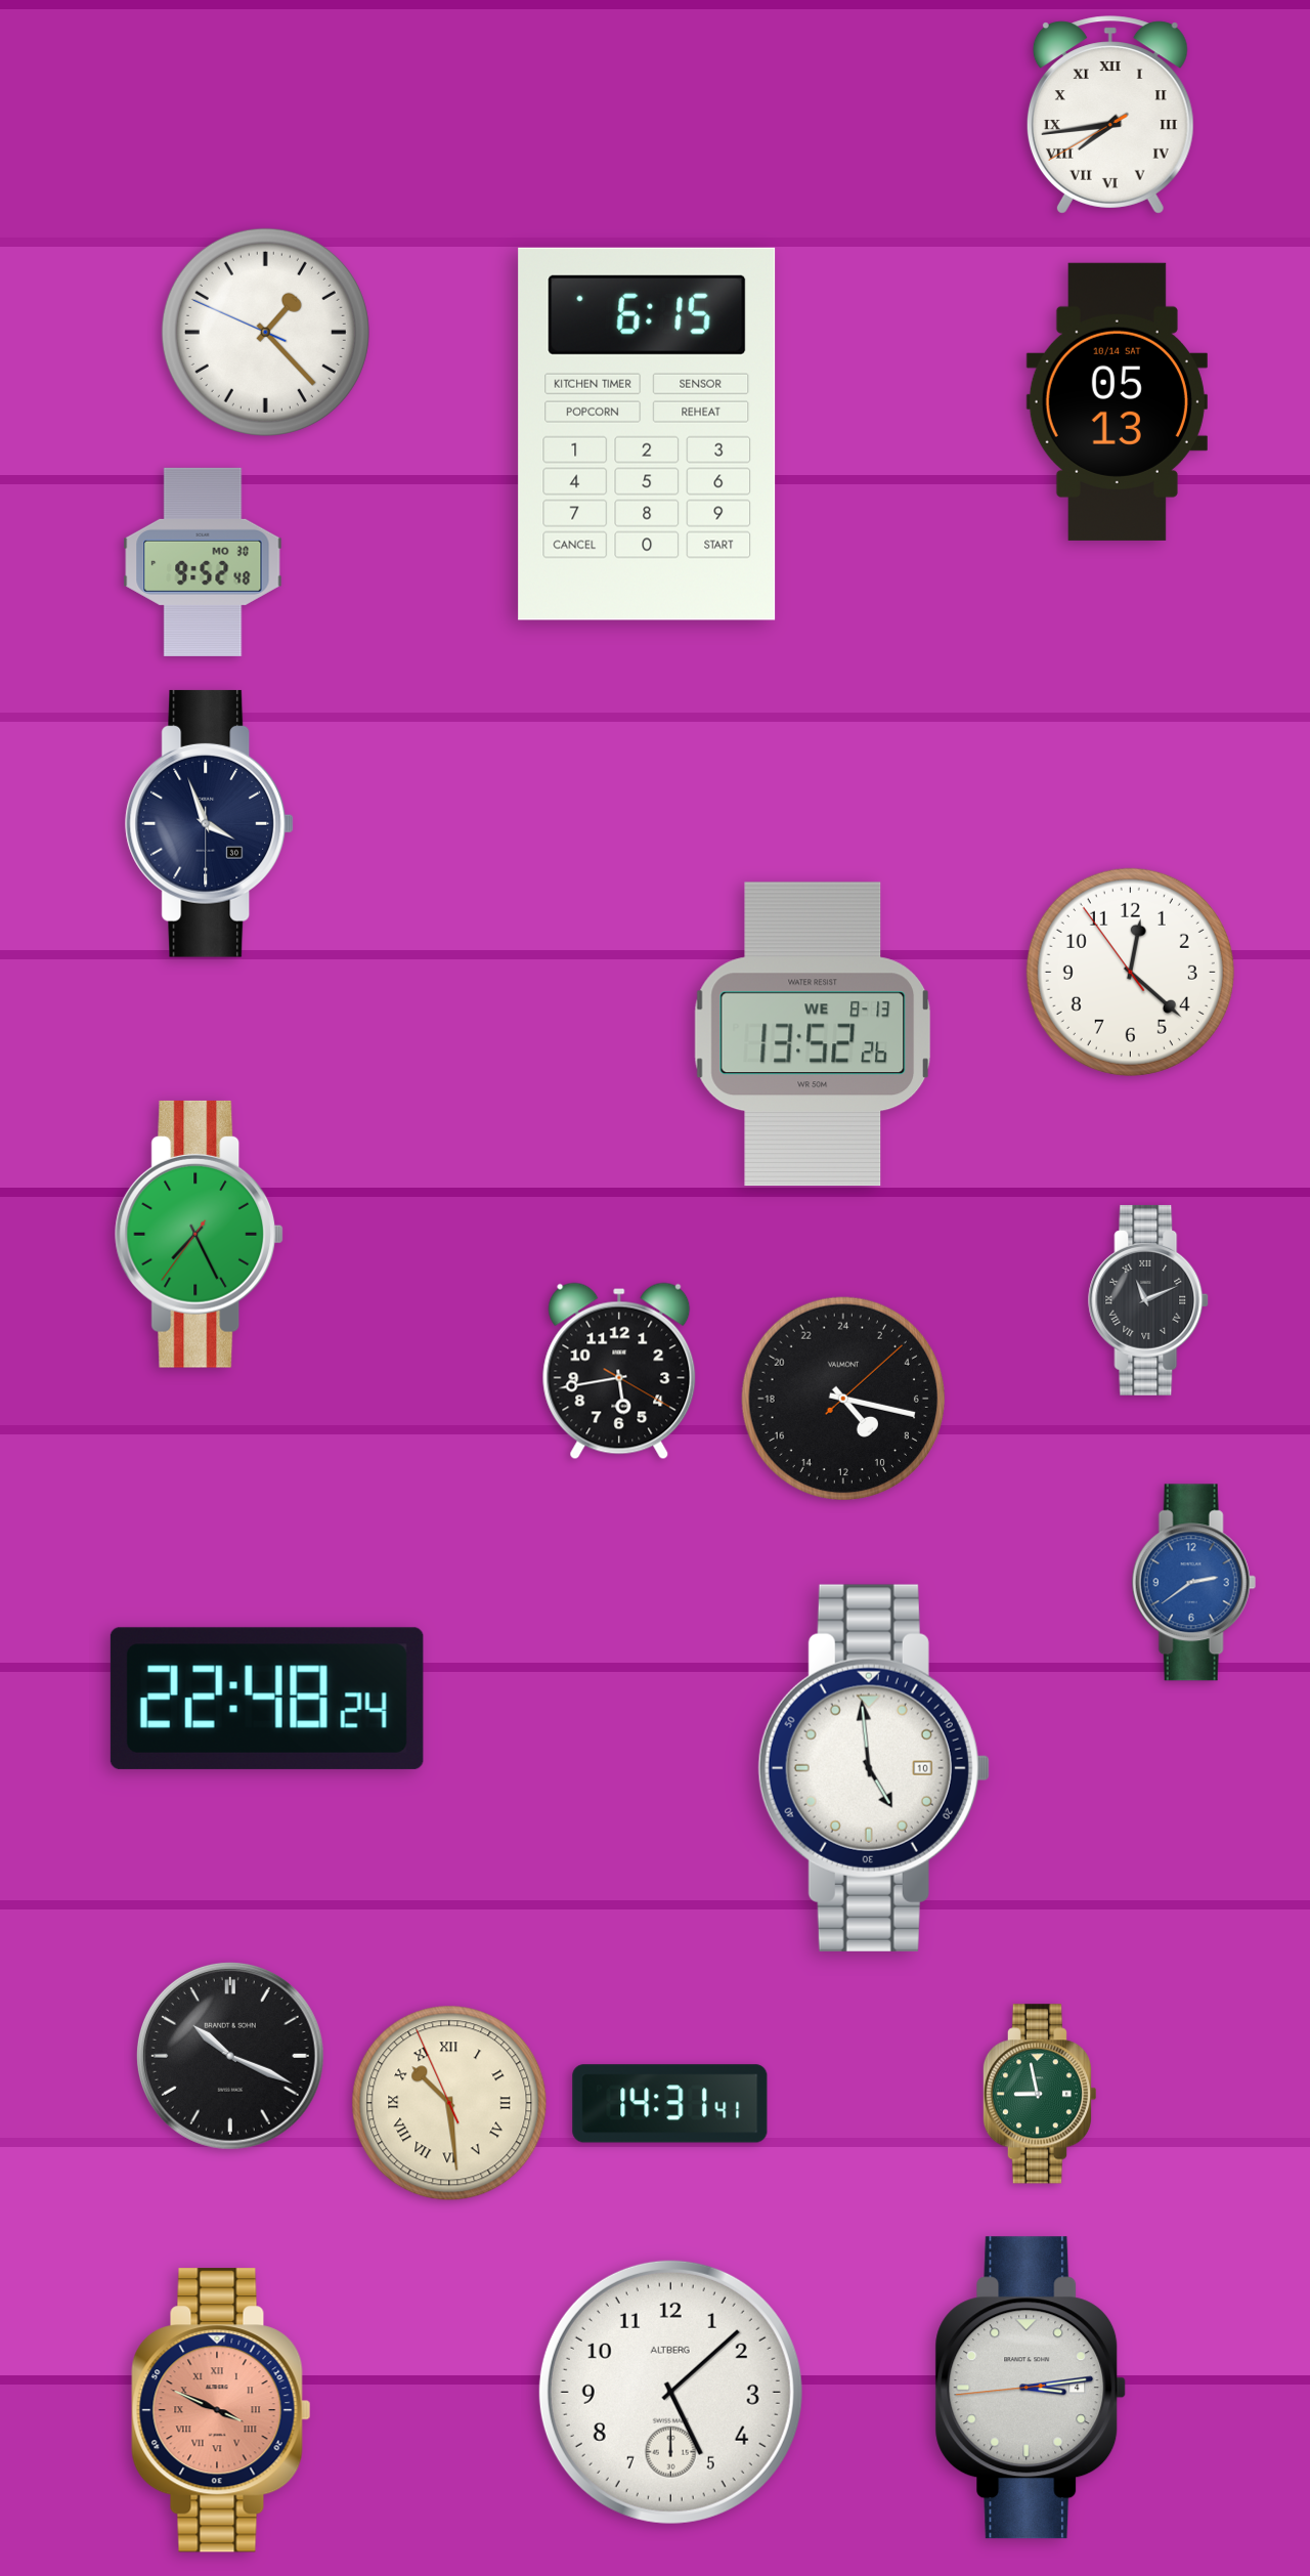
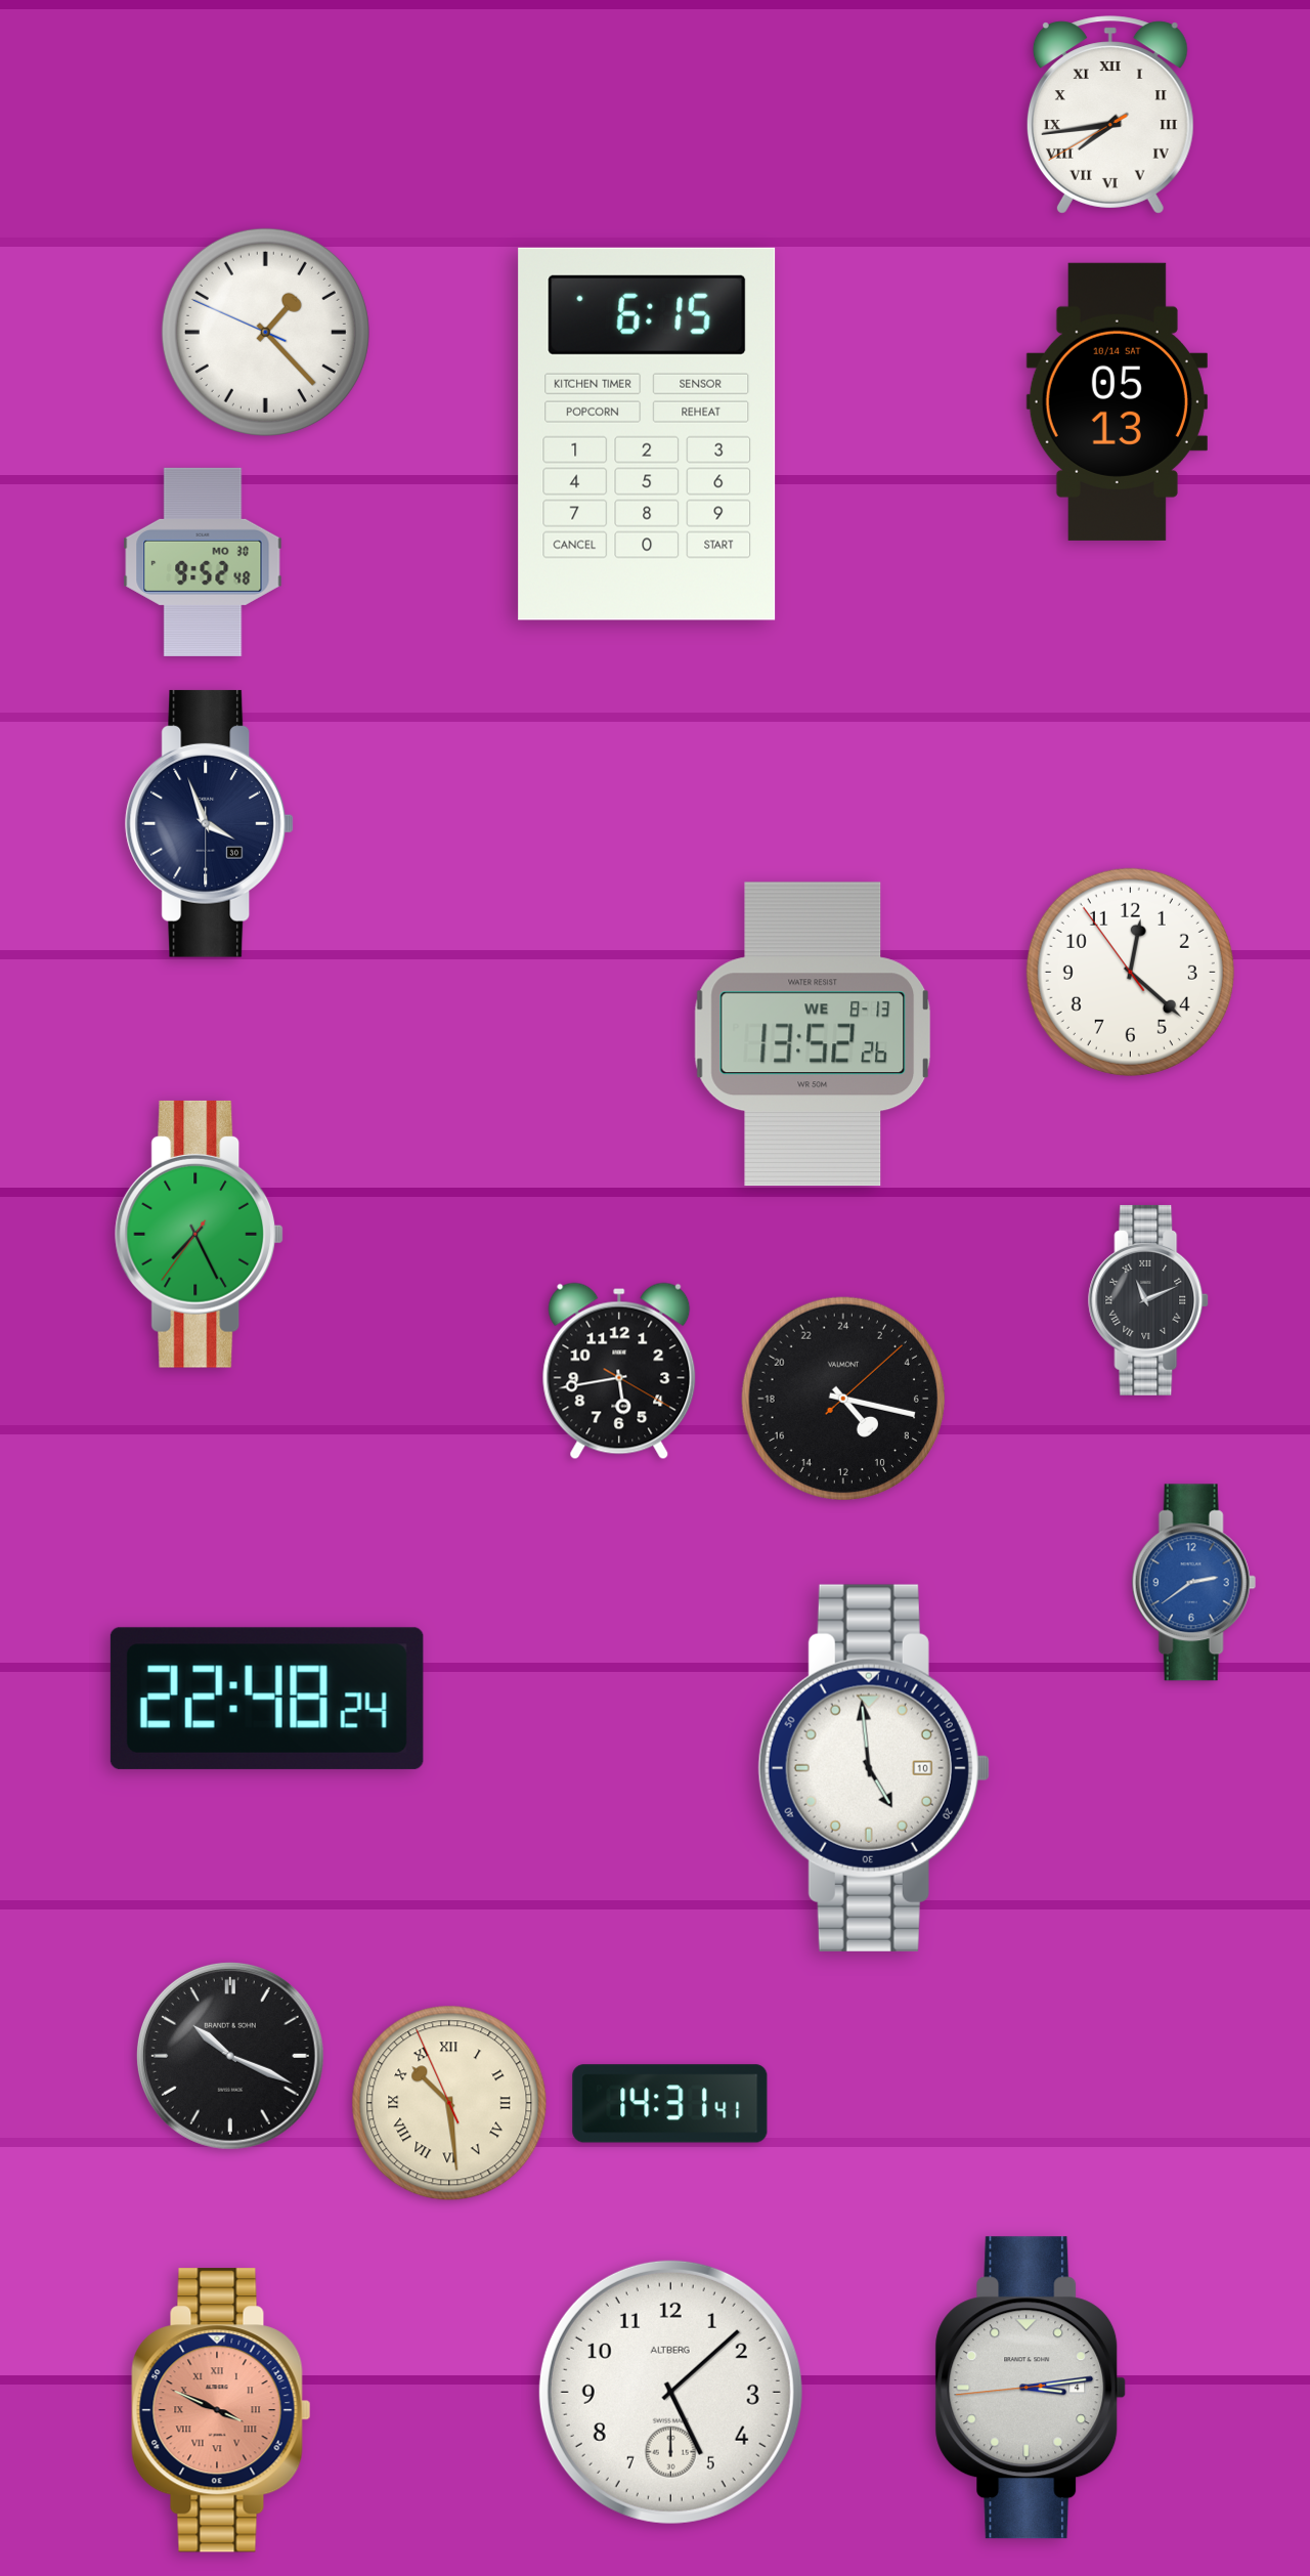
clock at (1039, 2094): 8:58 -> none
